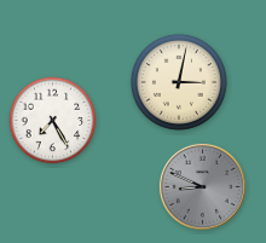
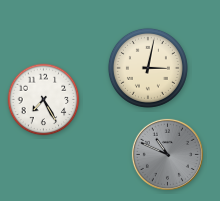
clock at (202, 186): 8:49 -> 10:49
